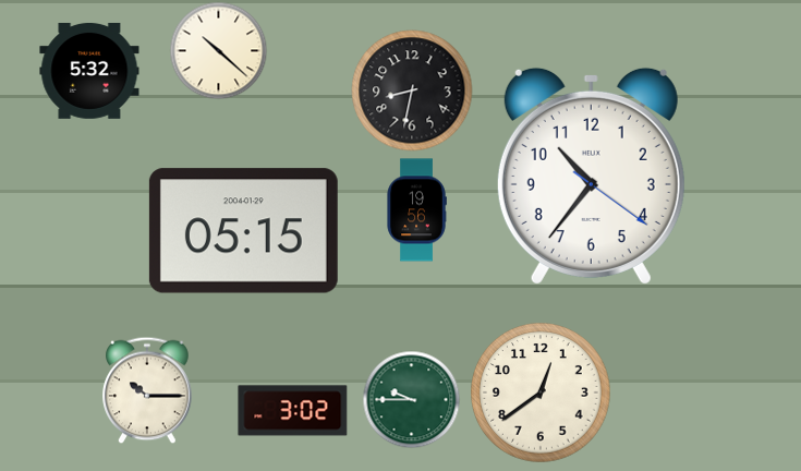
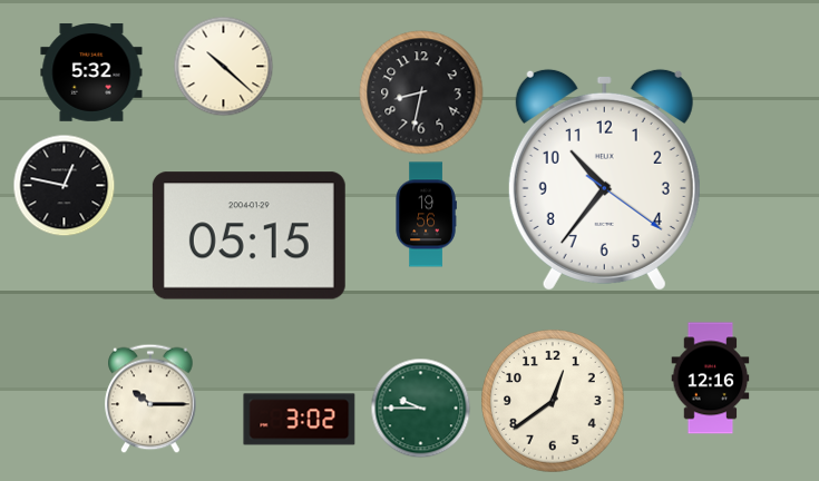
clock at (218, 50) position: (218, 50) -> (223, 66)
clock at (64, 185): none -> 12:47
clock at (711, 379): none -> 12:16
